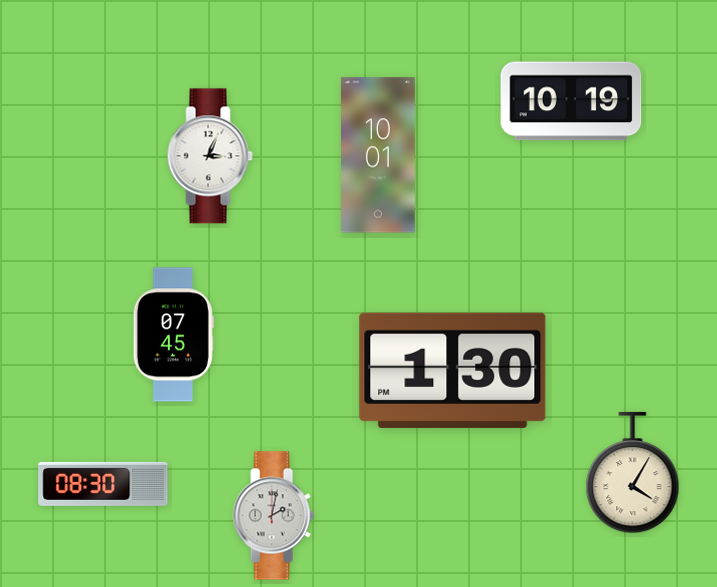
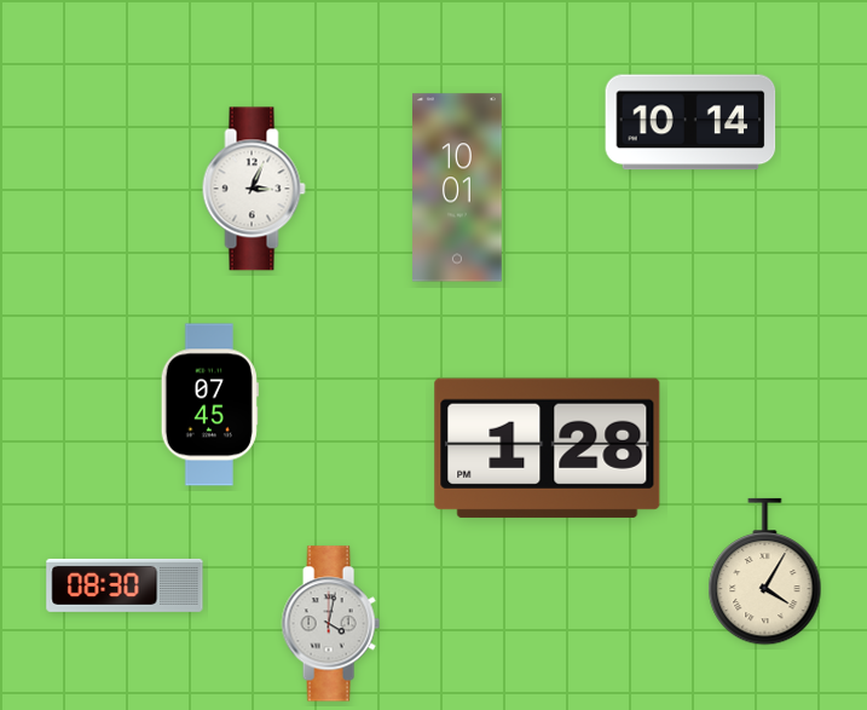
clock at (571, 101): 10:19 -> 10:14
clock at (453, 370): 1:30 -> 1:28
clock at (273, 516): 2:02 -> 4:02
